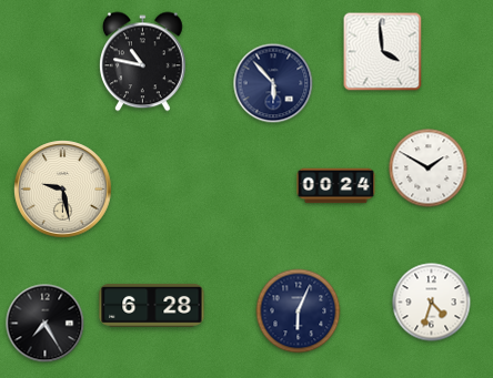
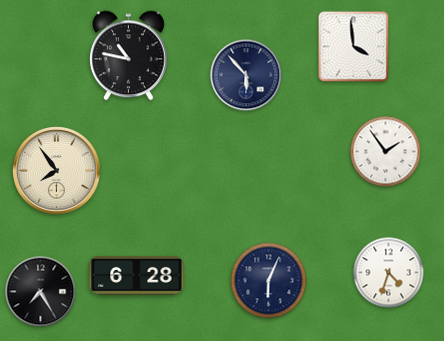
clock at (383, 52) position: (383, 52) -> (354, 47)
clock at (429, 168): 1:50 -> 1:54
clock at (336, 186): 00:24 -> none
clock at (63, 190): 9:28 -> 7:54
